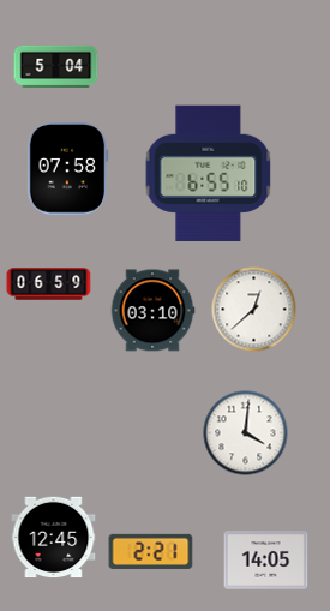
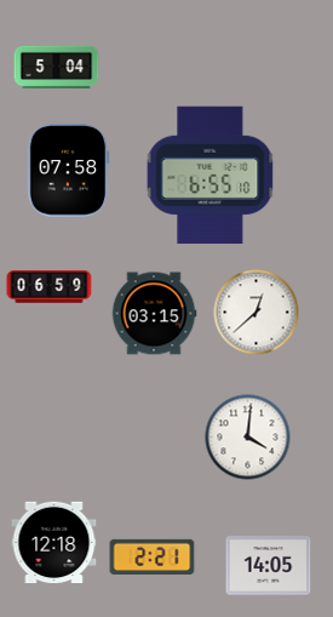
clock at (152, 311): 03:10 -> 03:15
clock at (54, 538): 12:45 -> 12:18
